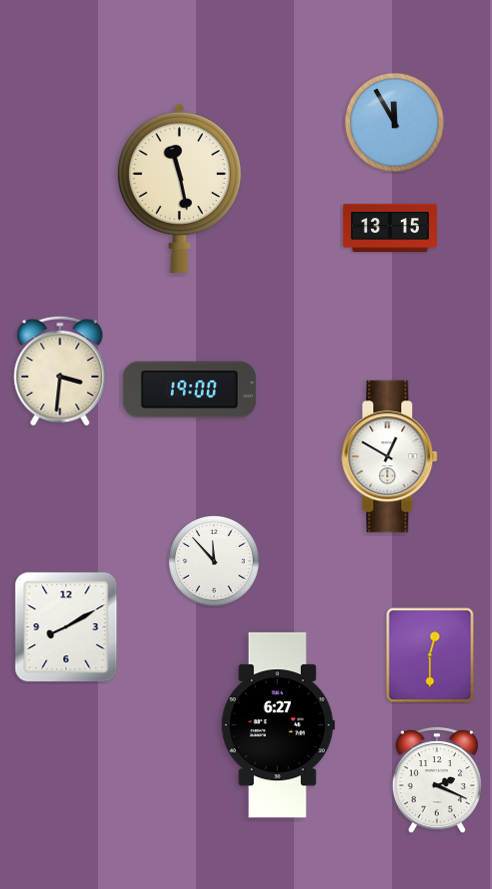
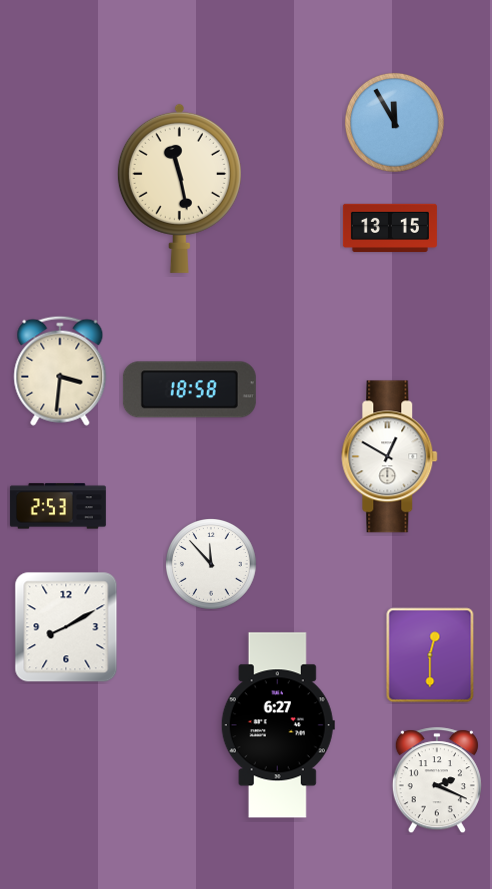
clock at (189, 390): 19:00 -> 18:58
clock at (58, 506): none -> 2:53
clock at (215, 562) position: (215, 562) -> (212, 565)
